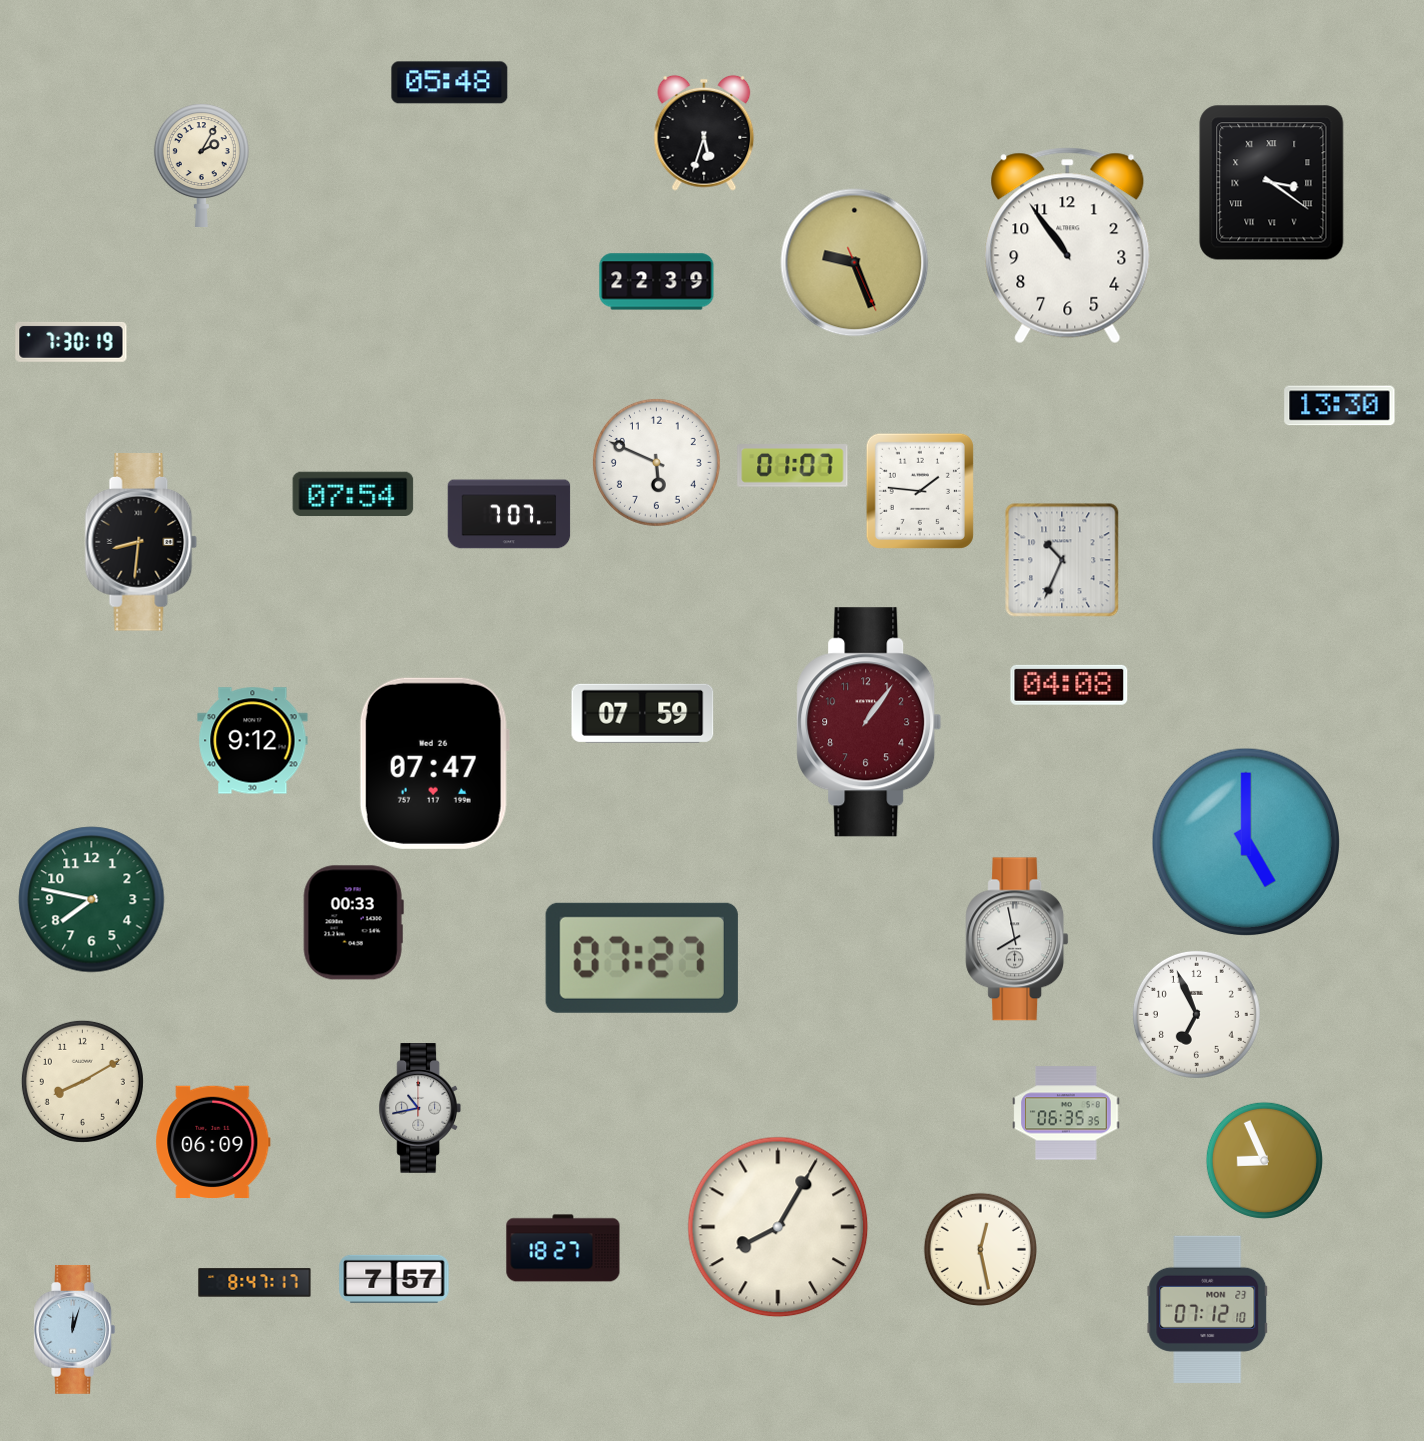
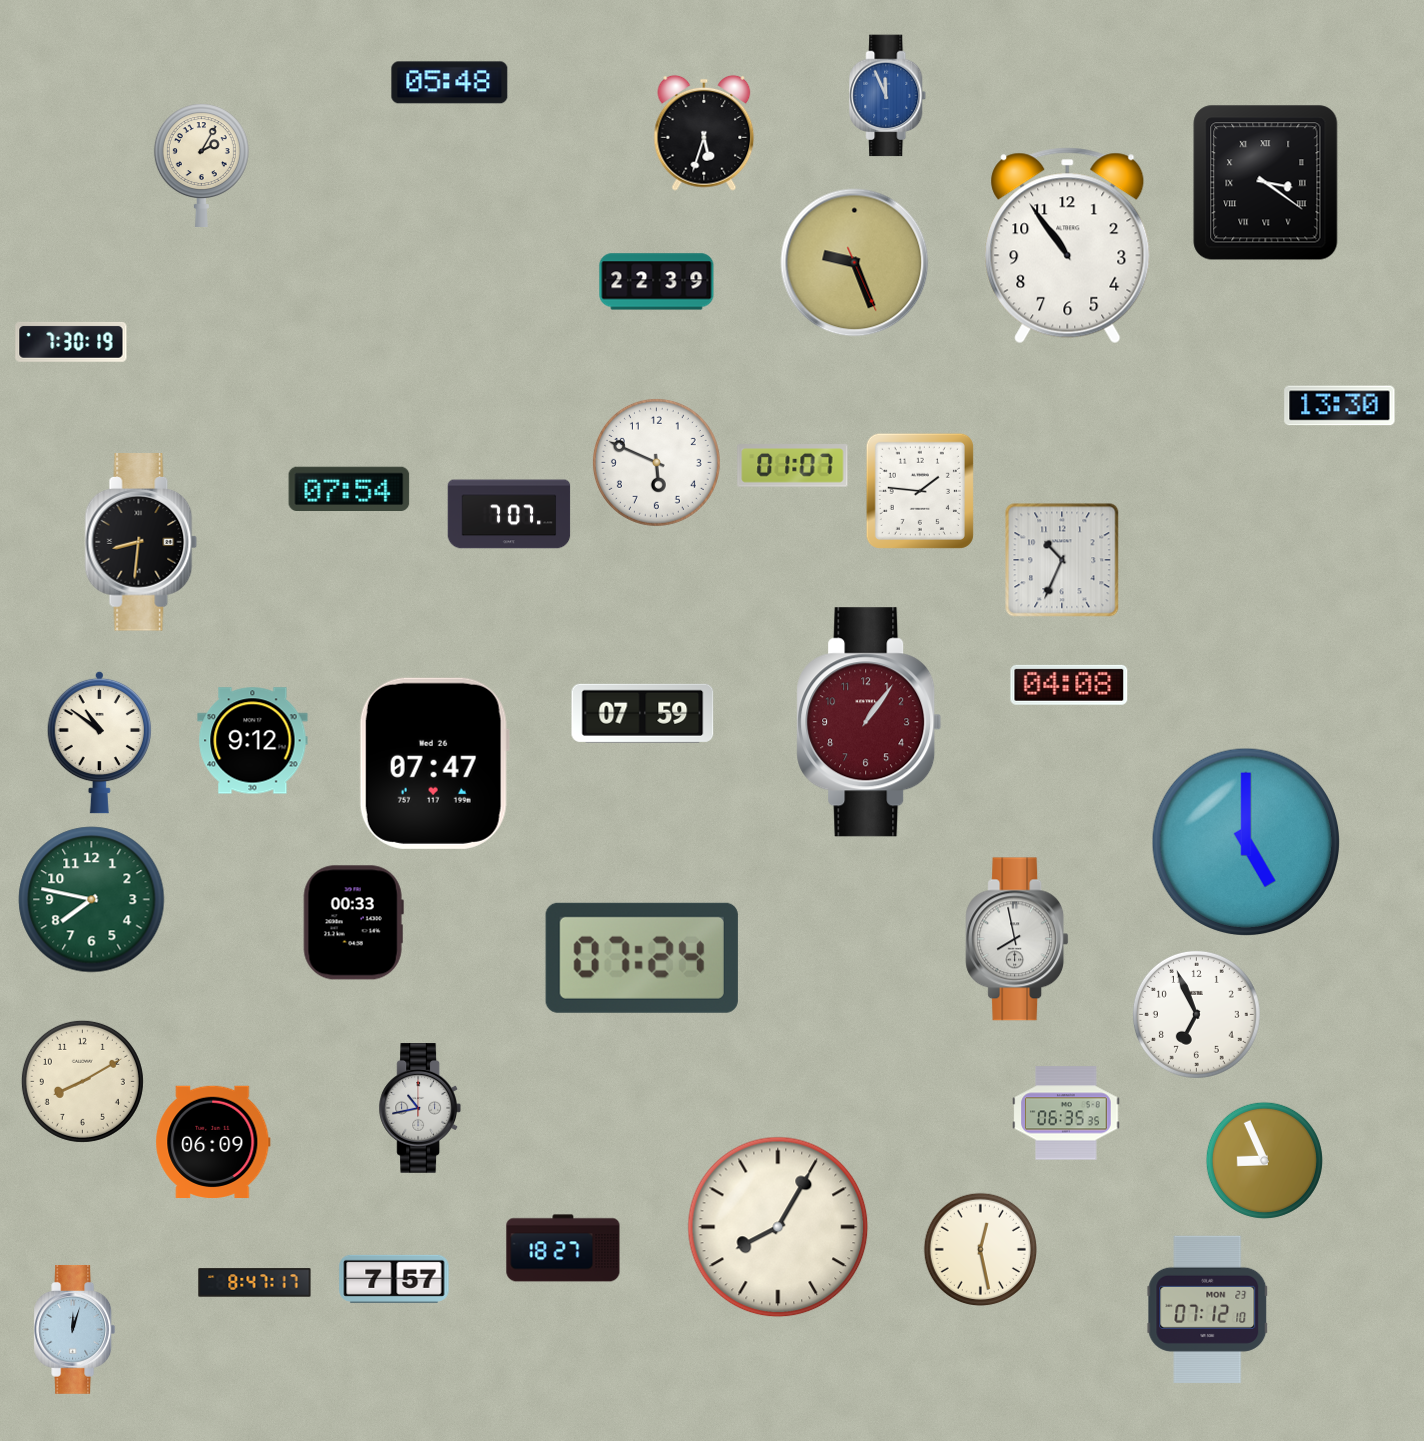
clock at (888, 96): none -> 11:56
clock at (1272, 183) position: (1272, 183) -> (1266, 183)
clock at (353, 493) position: (353, 493) -> (349, 488)
clock at (99, 742): none -> 10:51
clock at (642, 958): 07:27 -> 07:24
